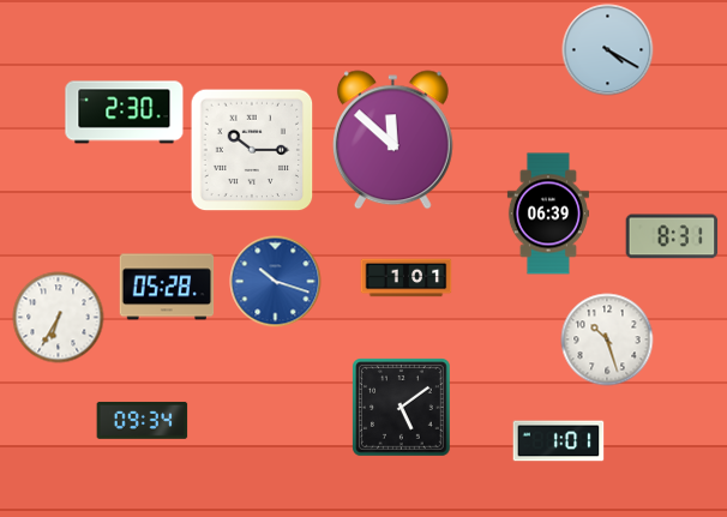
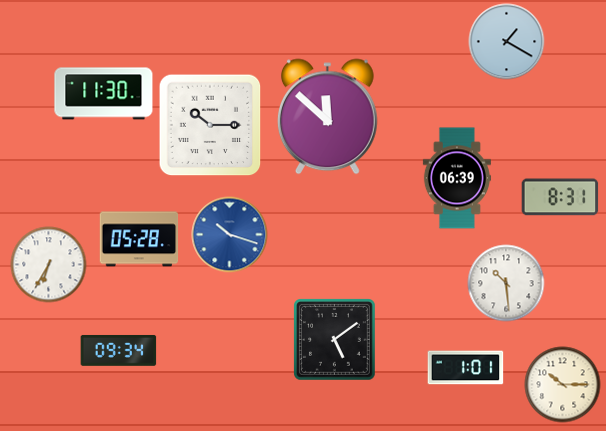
clock at (608, 50): 4:20 -> 1:20
clock at (125, 113): 2:30 -> 11:30
clock at (407, 278): 1:01 -> none
clock at (607, 339): 10:27 -> 10:29
clock at (563, 385): none -> 10:15
